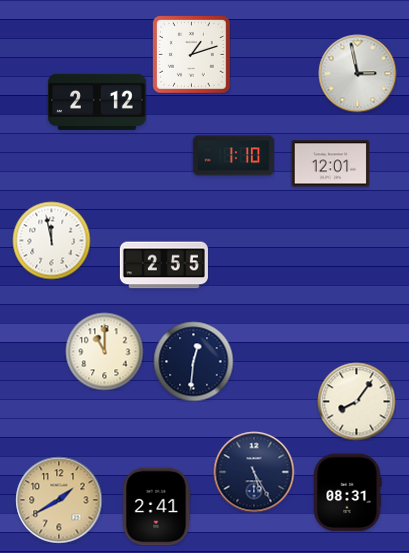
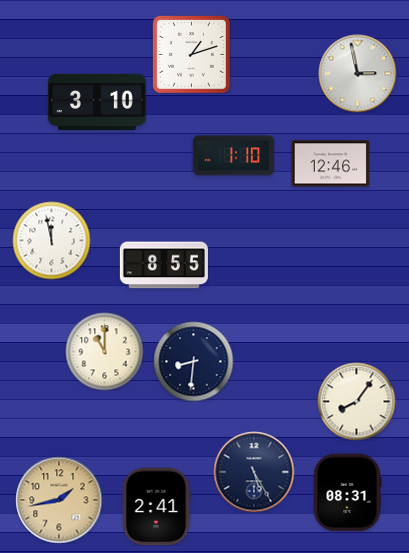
clock at (97, 102): 2:12 -> 3:10
clock at (330, 164): 12:01 -> 12:46
clock at (164, 265): 2:55 -> 8:55
clock at (193, 361): 12:31 -> 8:31
clock at (59, 500): 1:40 -> 1:43
